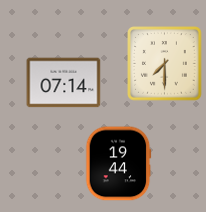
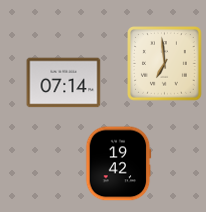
clock at (165, 64): 7:30 -> 6:59
clock at (119, 164): 19:44 -> 19:42
